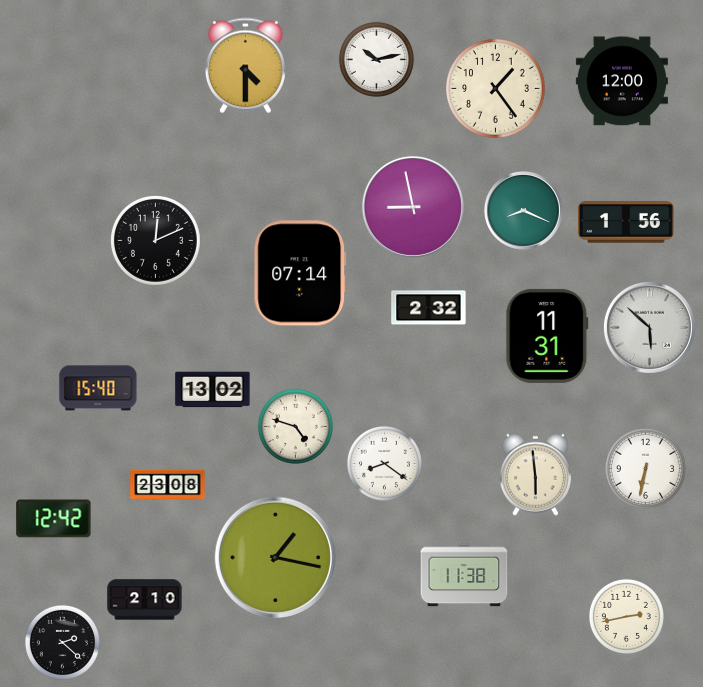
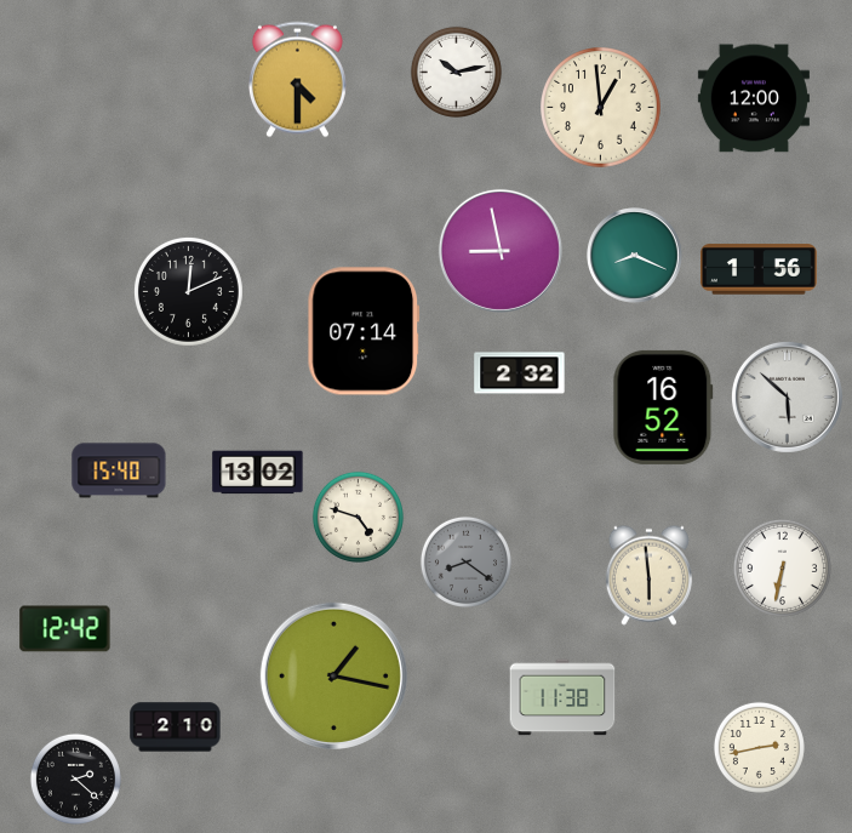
clock at (496, 89): 1:24 -> 12:59
clock at (547, 336): 11:31 -> 16:52
clock at (384, 463) dial: white -> grey
clock at (168, 485): 23:08 -> none
